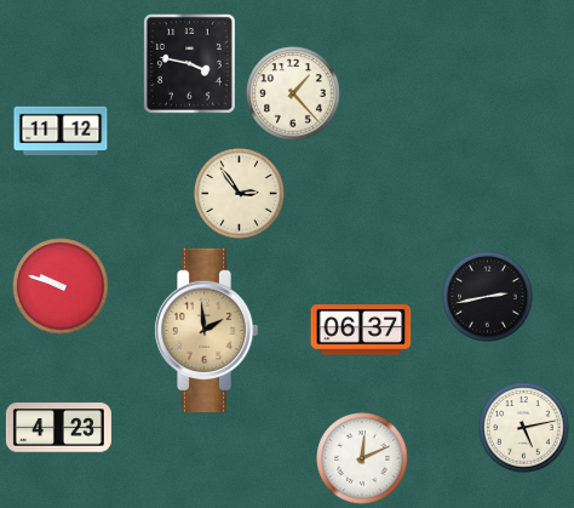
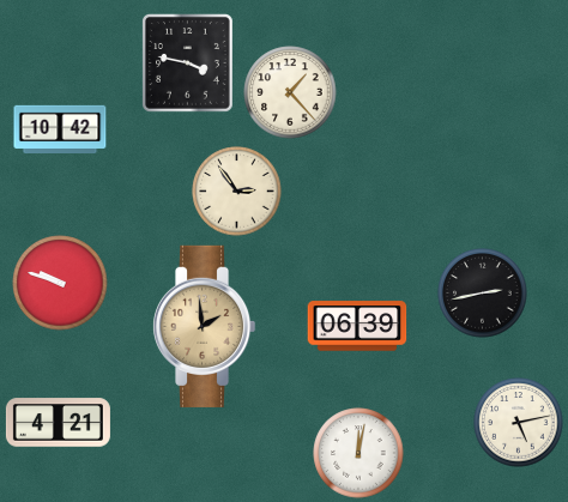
clock at (61, 130): 11:12 -> 10:42
clock at (361, 330): 06:37 -> 06:39
clock at (58, 428): 4:23 -> 4:21
clock at (362, 458): 12:11 -> 12:02
